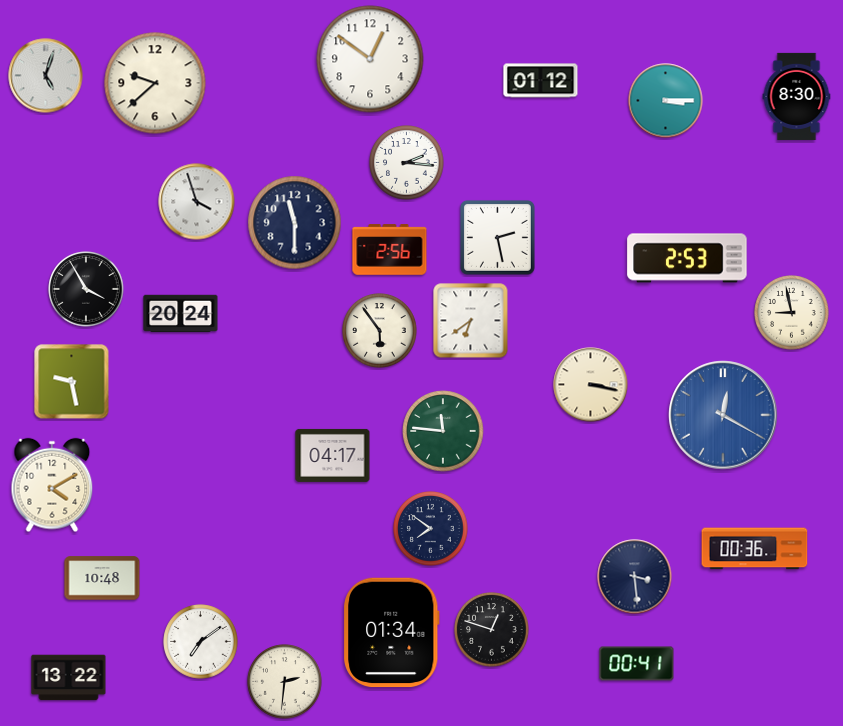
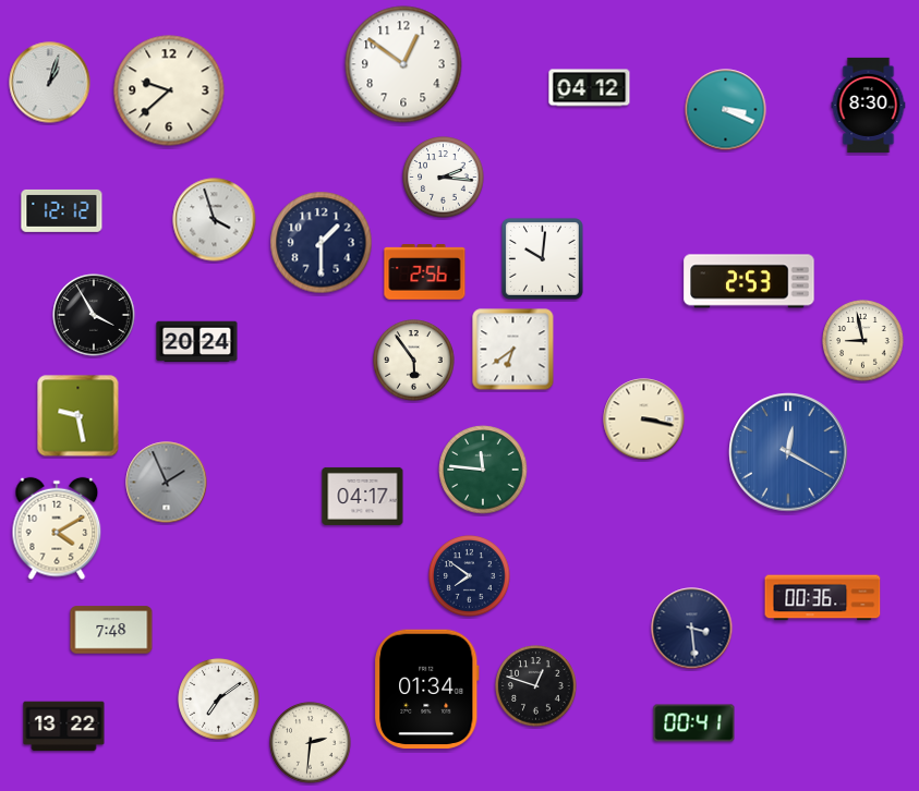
clock at (46, 76): 5:03 -> 1:03
clock at (541, 81): 01:12 -> 04:12
clock at (666, 101): 3:15 -> 3:19
clock at (62, 210): none -> 12:12
clock at (295, 223): 11:30 -> 1:30
clock at (497, 237): 2:28 -> 10:01
clock at (167, 483): none -> 1:56
clock at (102, 578): 10:48 -> 7:48
clock at (69, 678) position: (69, 678) -> (64, 727)
